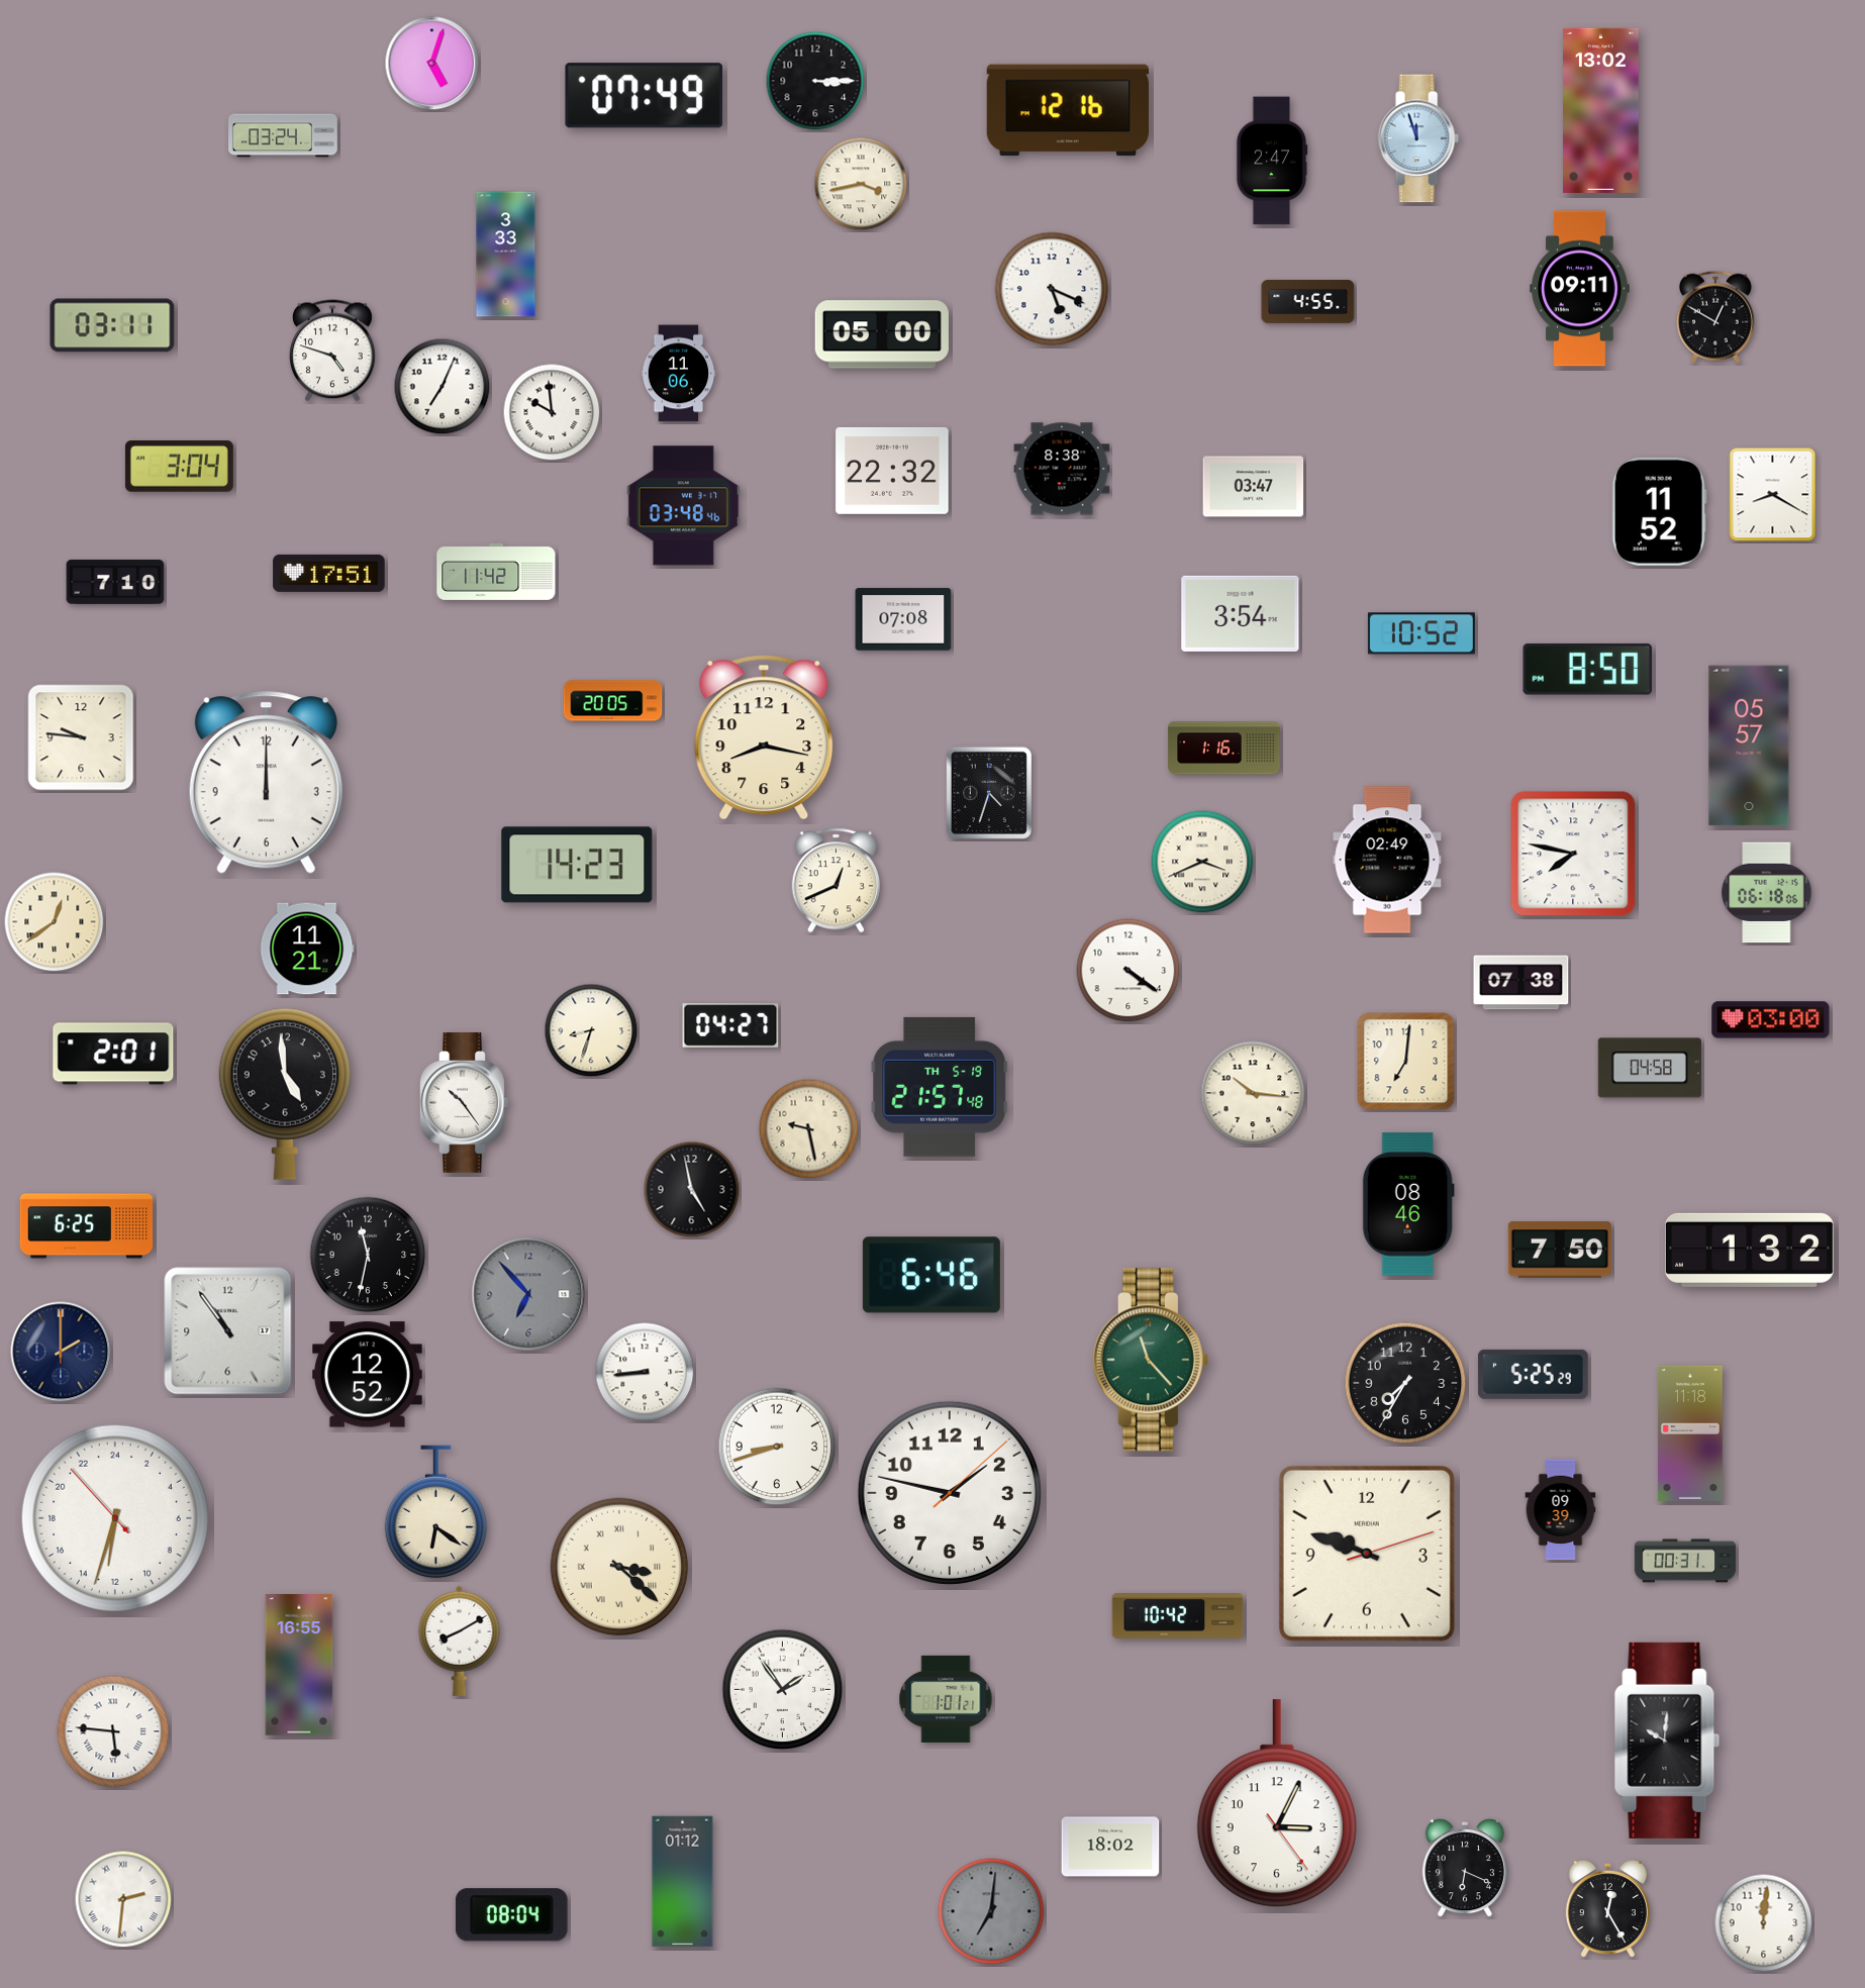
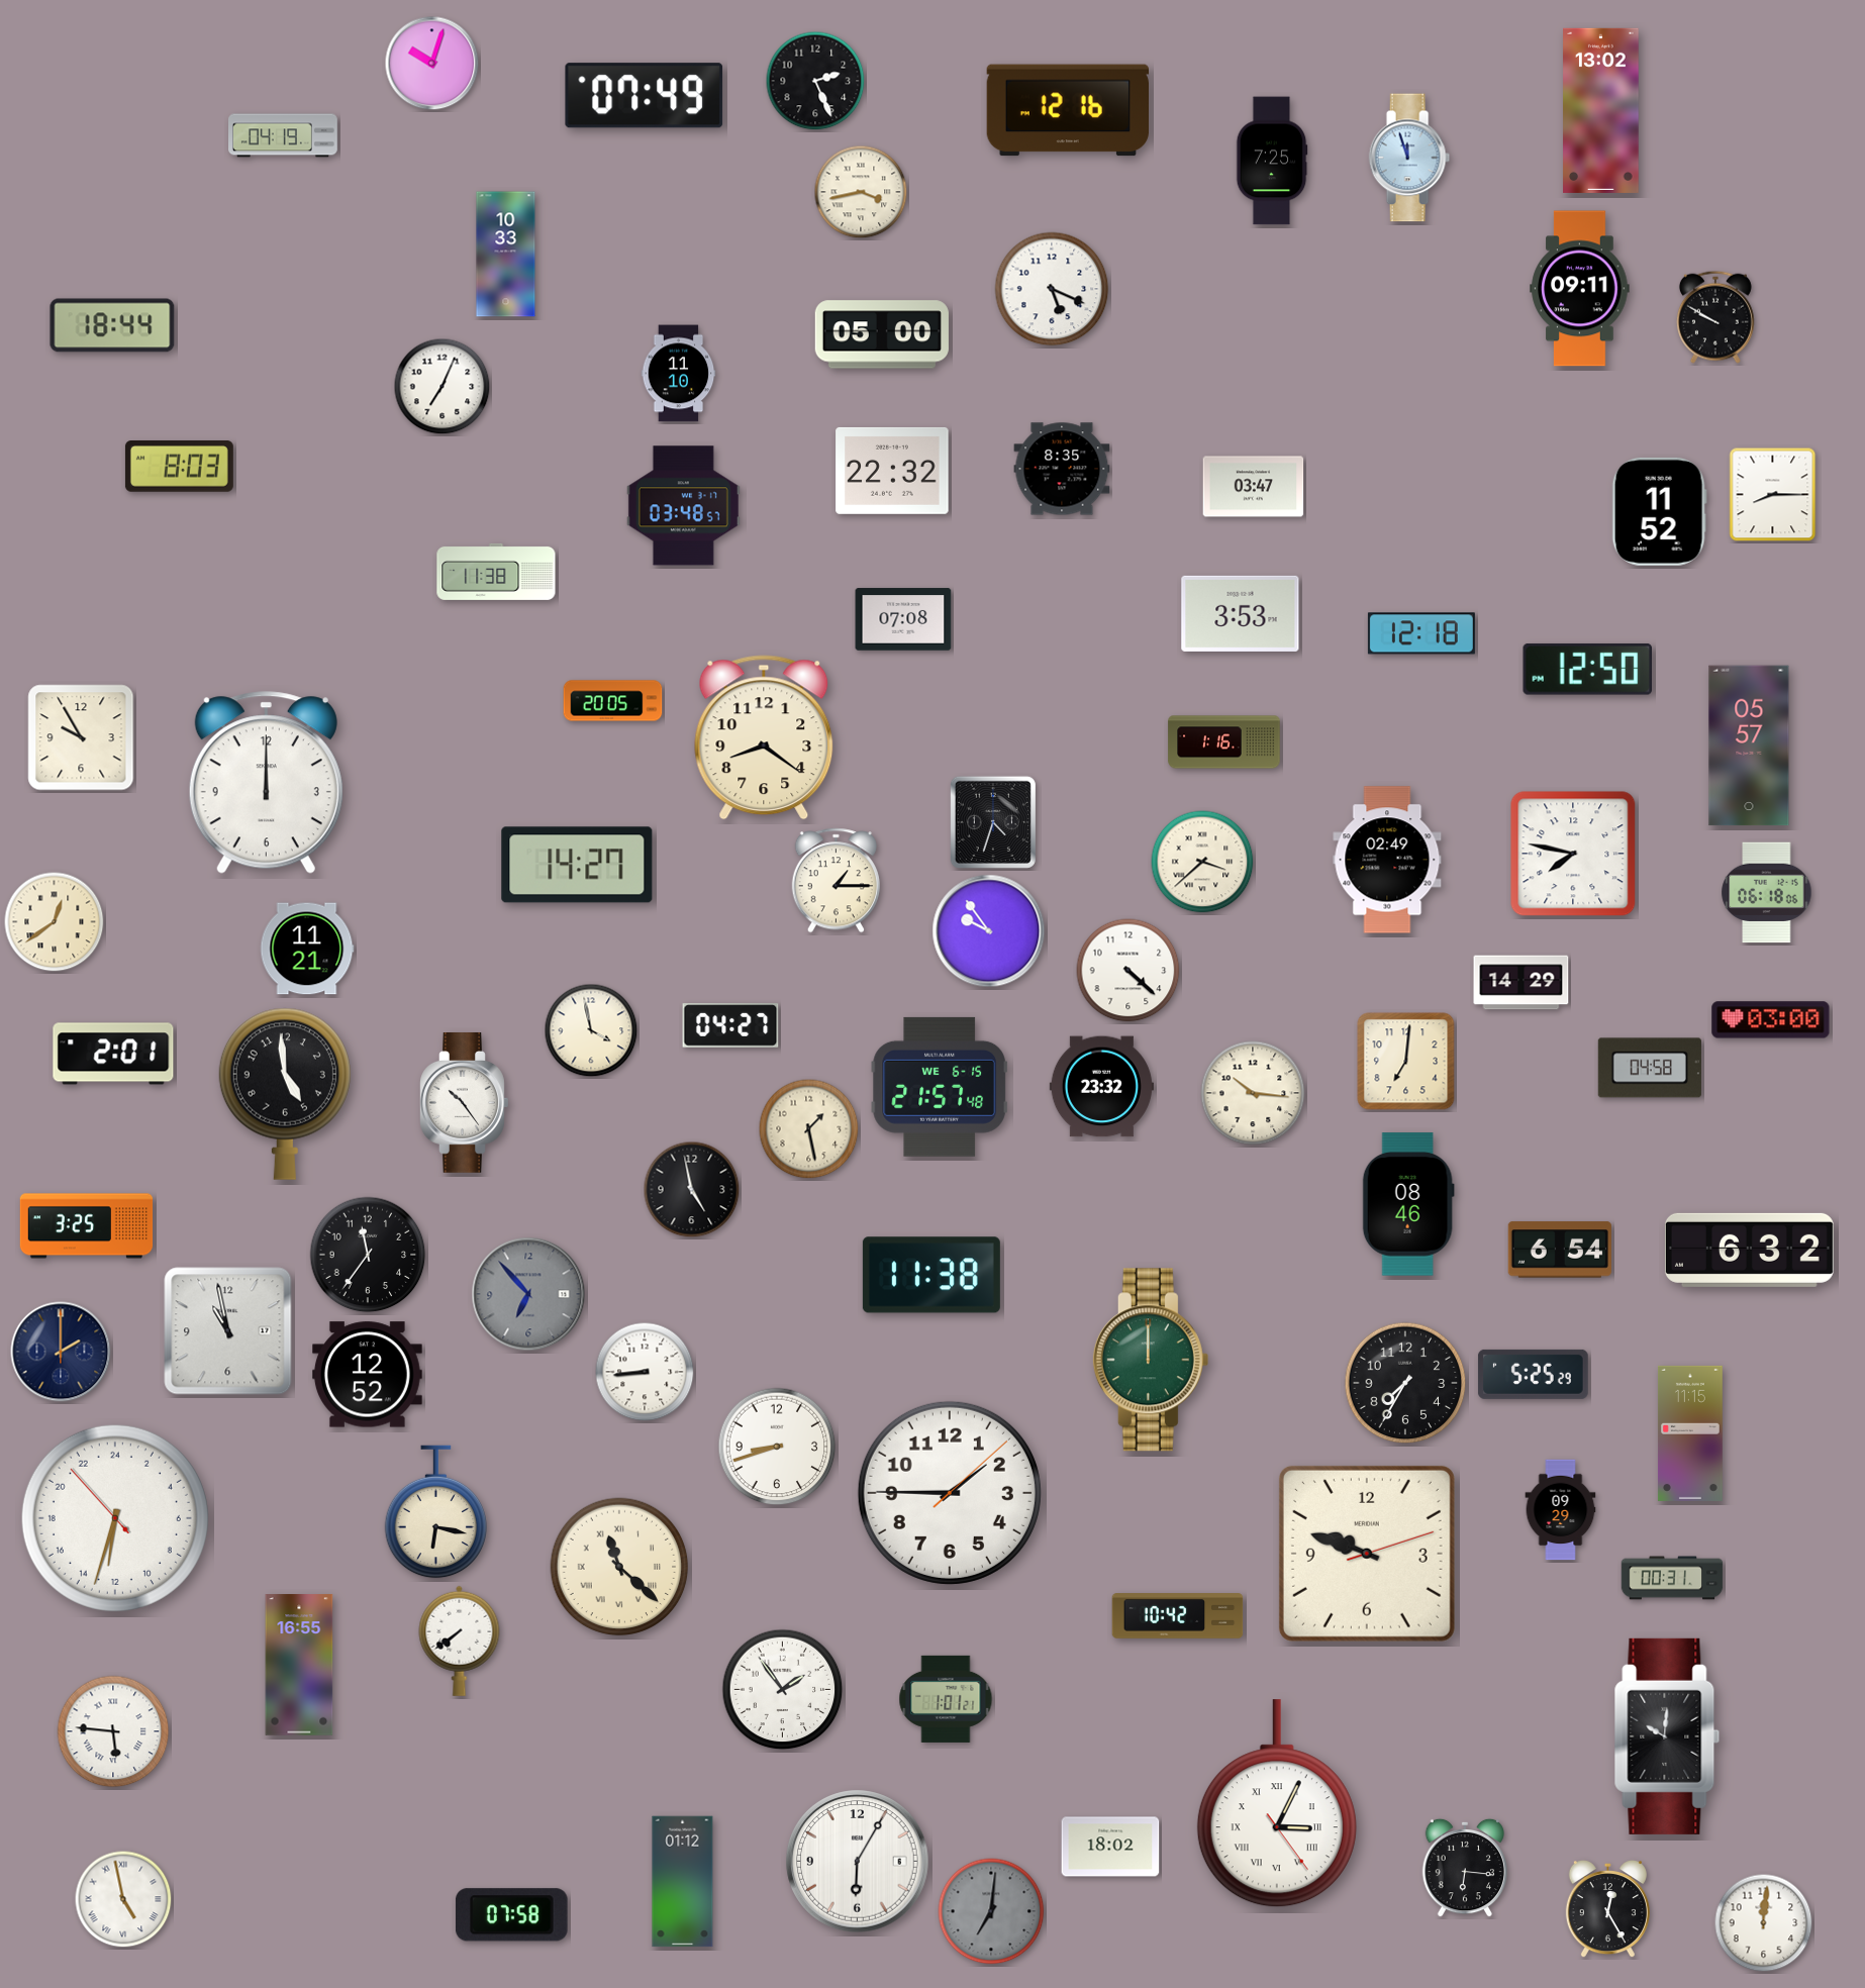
clock at (432, 64): 5:03 -> 10:03
clock at (815, 81): 3:15 -> 2:26
clock at (284, 135): 03:24 -> 04:19
clock at (1418, 138) position: (1418, 138) -> (1409, 158)
clock at (1272, 161): 2:47 -> 7:25
clock at (861, 184) position: (861, 184) -> (861, 192)
clock at (506, 255): 3:33 -> 10:33
clock at (1308, 301): 4:55 -> none
clock at (1715, 317): 12:50 -> 9:50
clock at (112, 325): 03:11 -> 18:44
clock at (332, 351): 4:48 -> none
clock at (679, 374): 11:06 -> 11:10
clock at (552, 412): 9:59 -> none
clock at (179, 467): 3:04 -> 8:03
clock at (1062, 469): 8:38 -> 8:35
clock at (1773, 495): 8:20 -> 8:15
clock at (683, 506): 03:48:46 -> 03:48:57
clock at (496, 572): 11:42 -> 11:38
clock at (329, 573): 17:51 -> none
clock at (115, 582): 7:10 -> none
clock at (1241, 613): 3:54 -> 3:53
clock at (1421, 633): 10:52 -> 12:18
clock at (1588, 669): 8:50 -> 12:50
clock at (81, 737): 9:46 -> 9:55
clock at (764, 737): 8:17 -> 8:21
clock at (1224, 749) position: (1224, 749) -> (1224, 742)
clock at (989, 793) position: (989, 793) -> (993, 822)
clock at (1202, 862): 3:41 -> 3:38
clock at (577, 865): 14:23 -> 14:27
clock at (836, 881): 12:41 -> 1:15
clock at (989, 931): none -> 9:54
clock at (1128, 971): 4:21 -> 4:22
clock at (1522, 983): 07:38 -> 14:29
clock at (591, 1030): 8:33 -> 3:58
clock at (940, 1087) date: TH 5-19 -> WE 6-15
clock at (1101, 1087): none -> 23:32
clock at (809, 1129): 9:28 -> 1:28
clock at (87, 1226): 6:25 -> 3:25
clock at (1560, 1250): 7:50 -> 6:54
clock at (1749, 1250): 1:32 -> 6:32
clock at (368, 1255): 11:32 -> 11:36
clock at (931, 1275): 6:46 -> 11:38
clock at (228, 1331): 10:54 -> 10:58
clock at (1151, 1360): 11:23 -> 12:00
clock at (1690, 1433): 11:18 -> 11:15
clock at (950, 1493): 1:47 -> 1:45
clock at (1561, 1510): 09:39 -> 09:29
clock at (436, 1512): 6:21 -> 6:17
clock at (1685, 1561) position: (1685, 1561) -> (1672, 1578)
clock at (619, 1567): 3:22 -> 11:22
clock at (460, 1641): 8:10 -> 7:39
clock at (1667, 1741) position: (1667, 1741) -> (1667, 1736)
clock at (1277, 1804) numerals: Arabic -> Roman
clock at (858, 1862): none -> 6:05
clock at (1465, 1868): 6:19 -> 6:16
clock at (123, 1899): 2:31 -> 4:58
clock at (512, 1915): 08:04 -> 07:58
